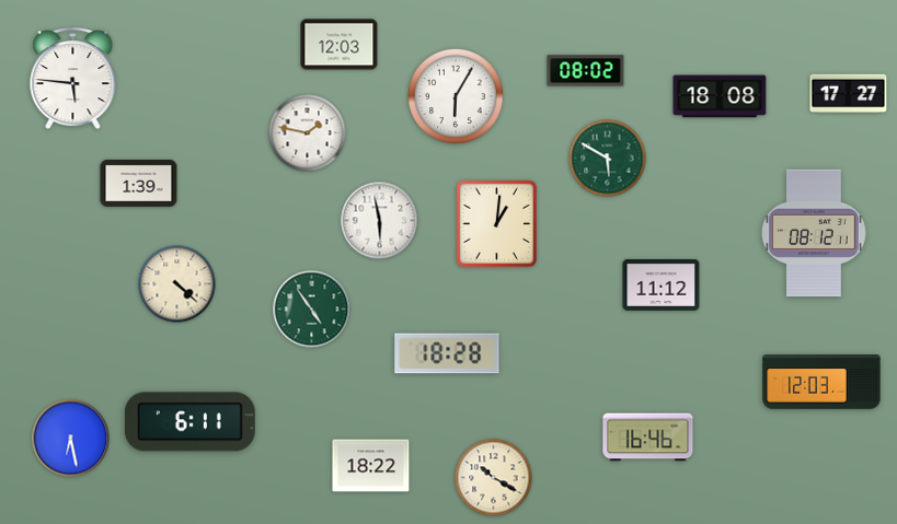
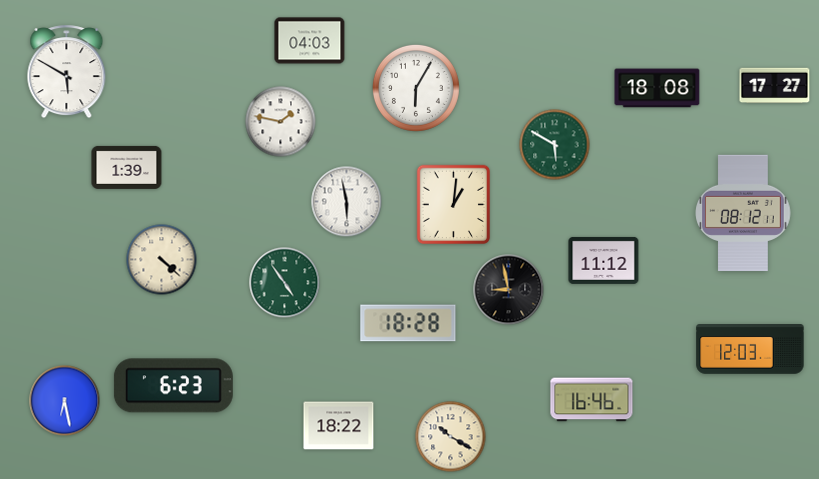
clock at (340, 45): 12:03 -> 04:03
clock at (586, 71): 08:02 -> none
clock at (73, 79): 5:46 -> 5:50
clock at (509, 290): none -> 8:58
clock at (189, 422): 6:11 -> 6:23
